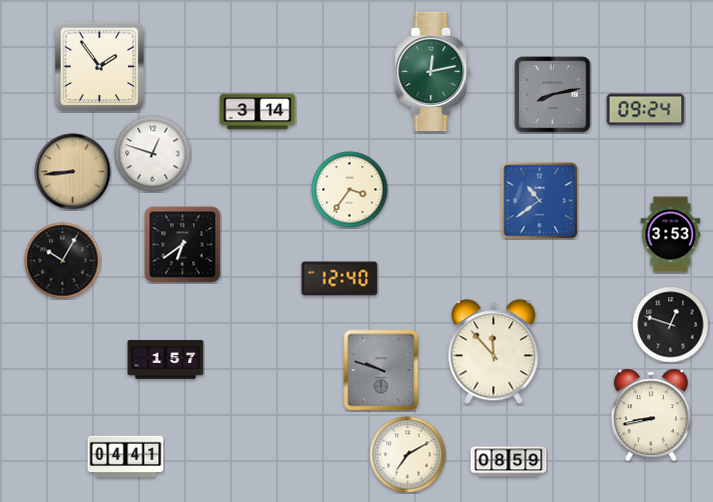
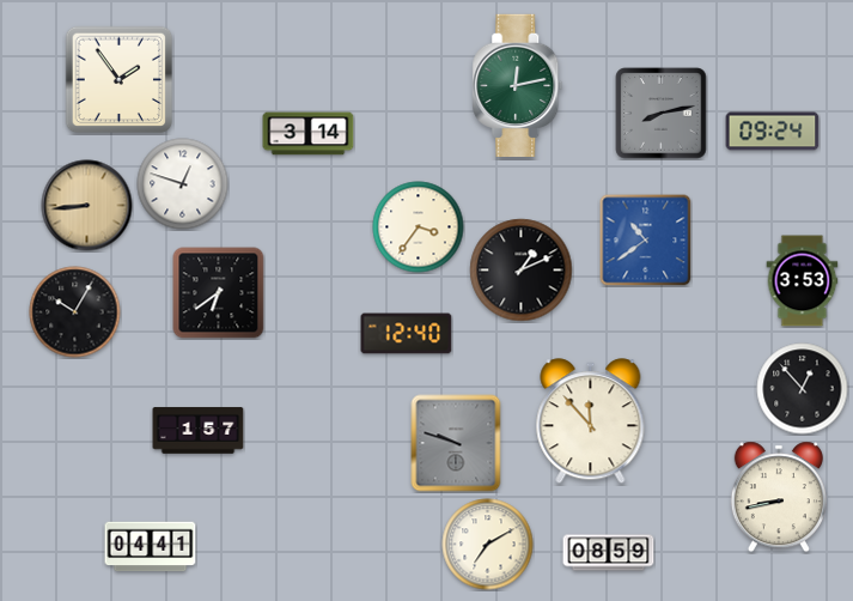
clock at (522, 271): none -> 1:11
clock at (671, 325): 12:48 -> 12:53
